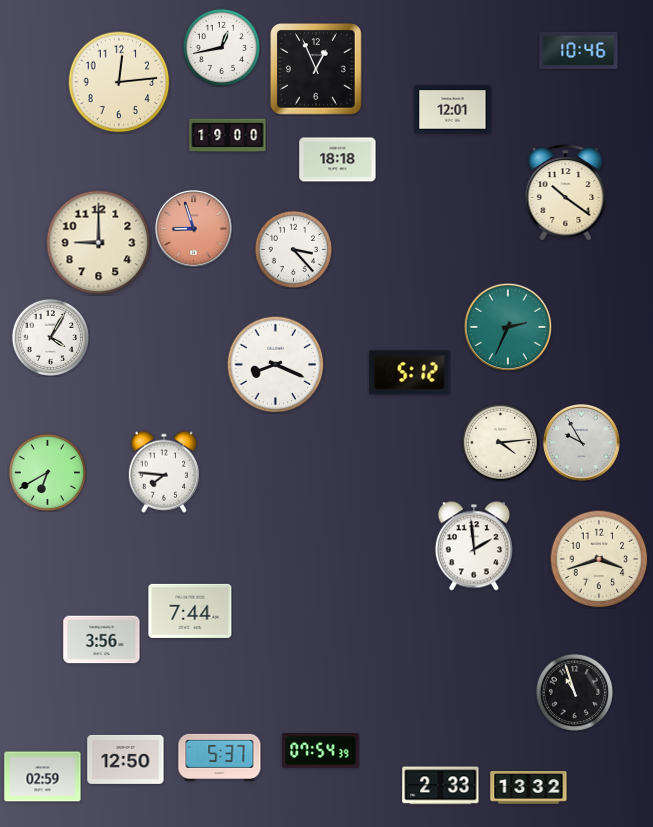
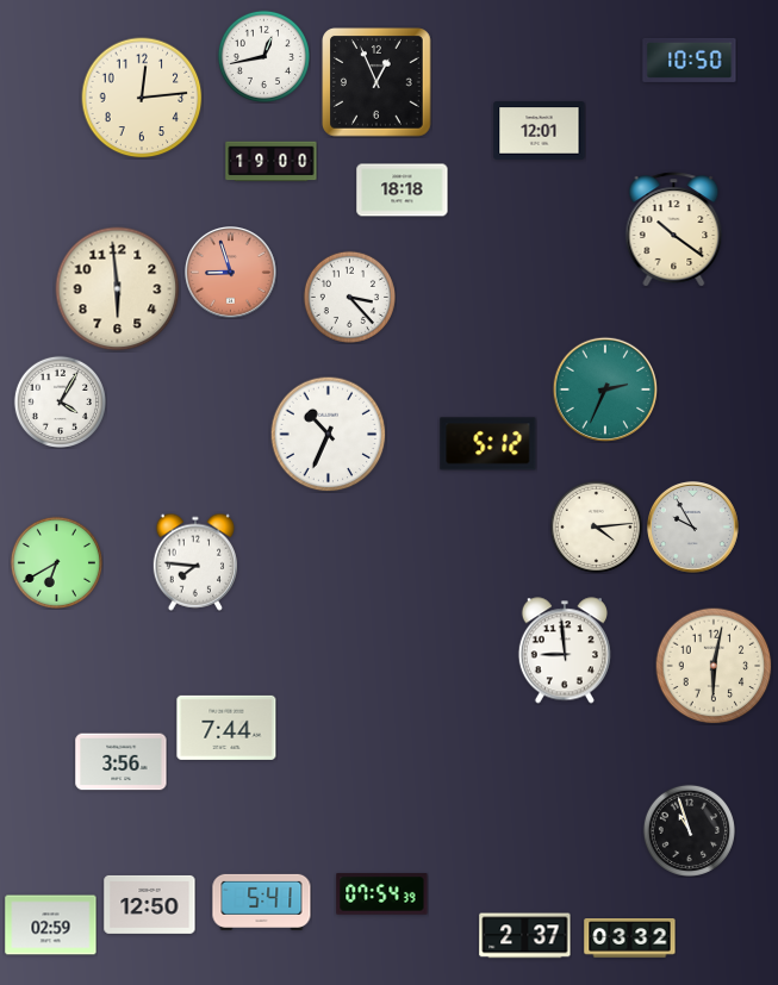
clock at (579, 50): 10:46 -> 10:50
clock at (99, 243): 9:00 -> 5:59
clock at (275, 364): 8:19 -> 10:34
clock at (474, 546): 1:59 -> 8:59
clock at (599, 559): 3:42 -> 6:02
clock at (574, 692) position: (574, 692) -> (689, 830)
clock at (220, 757): 5:37 -> 5:41
clock at (441, 786): 2:33 -> 2:37
clock at (529, 788): 13:32 -> 03:32
